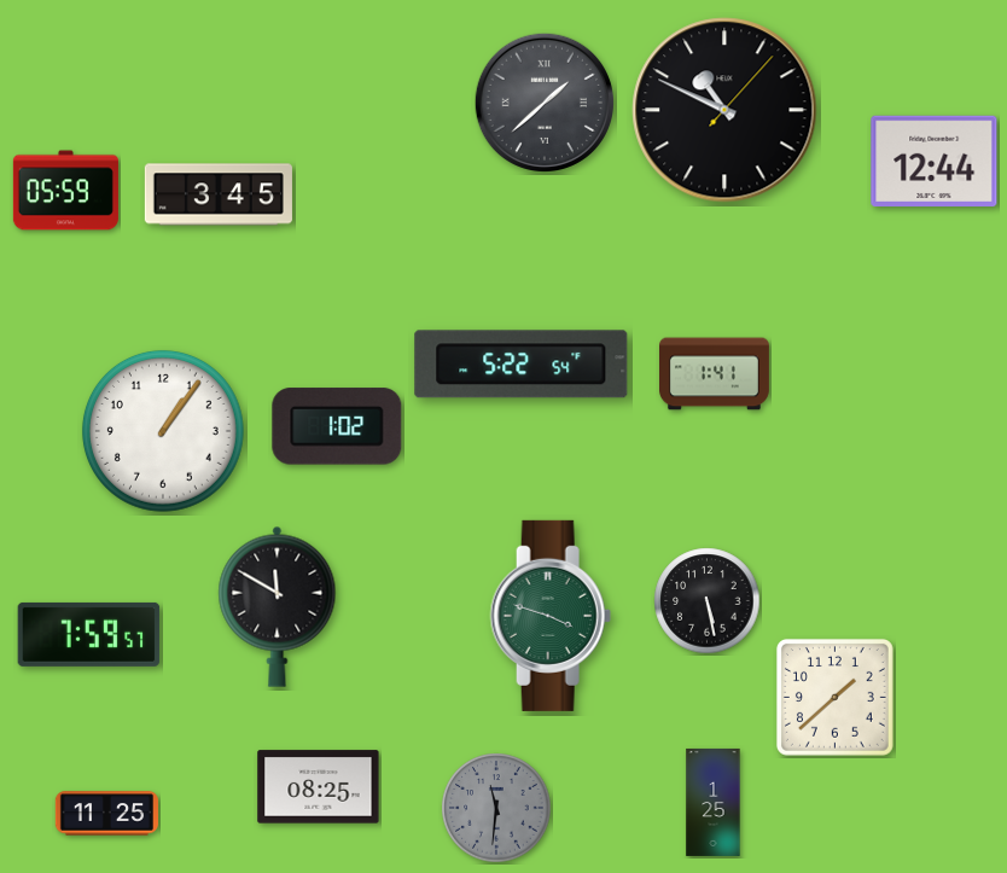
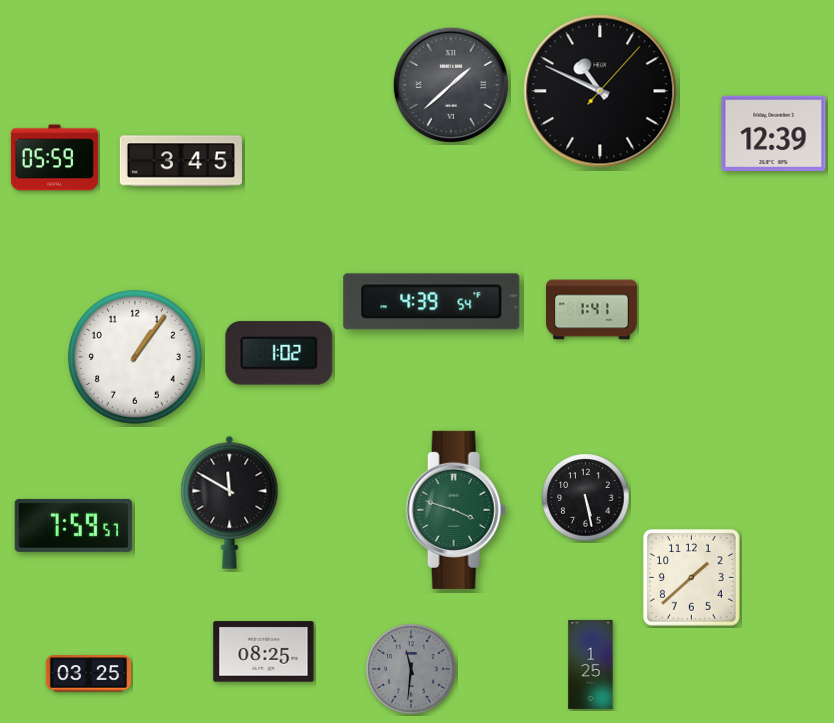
clock at (935, 162): 12:44 -> 12:39
clock at (522, 365): 5:22 -> 4:39
clock at (107, 814): 11:25 -> 03:25
